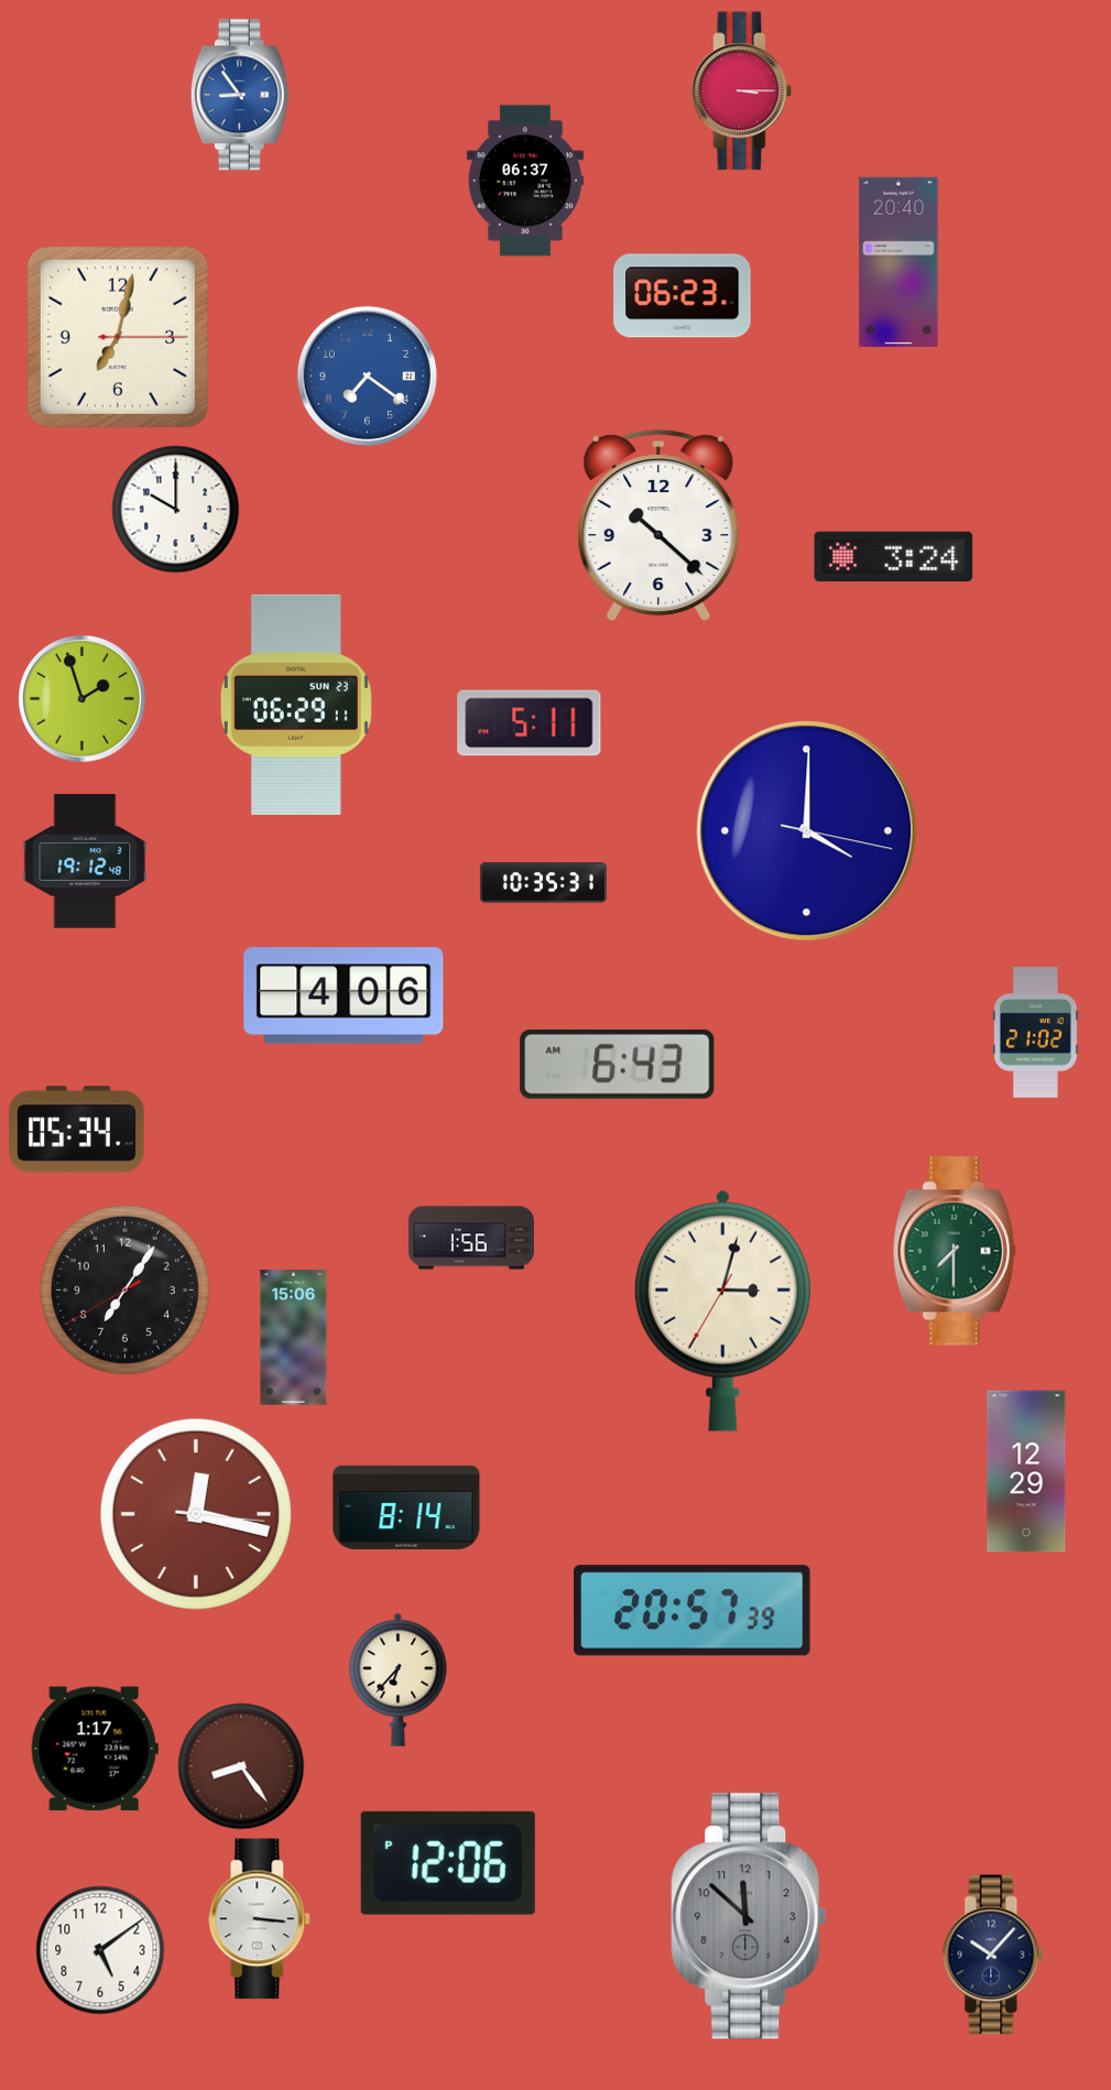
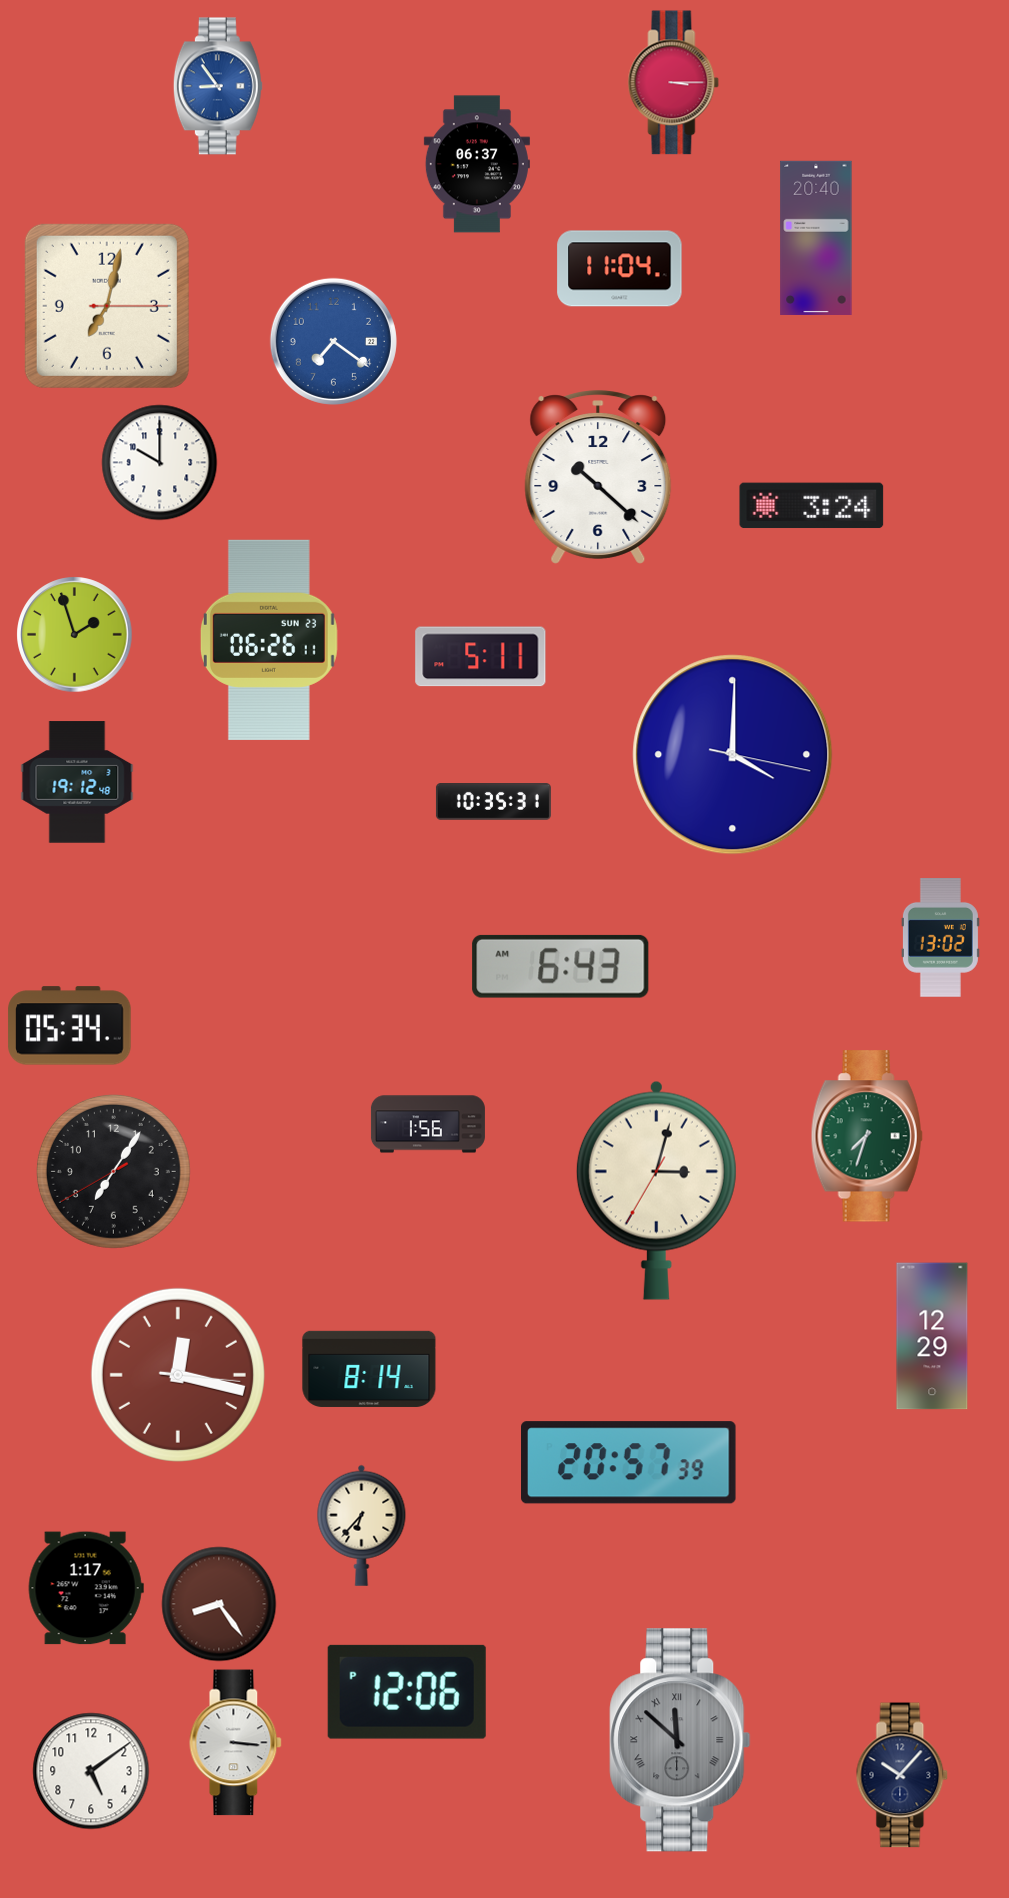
clock at (683, 296): 06:23 -> 11:04
clock at (296, 705): 06:29 -> 06:26
clock at (344, 995): 4:06 -> none
clock at (1035, 1033): 21:02 -> 13:02
clock at (955, 1251): 7:30 -> 7:33
clock at (294, 1338): 15:06 -> none
clock at (749, 1916) numerals: Arabic -> Roman
